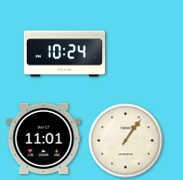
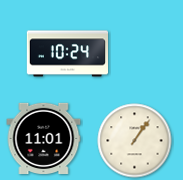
clock at (64, 54) position: (64, 54) -> (67, 54)
clock at (126, 141) position: (126, 141) -> (135, 141)
